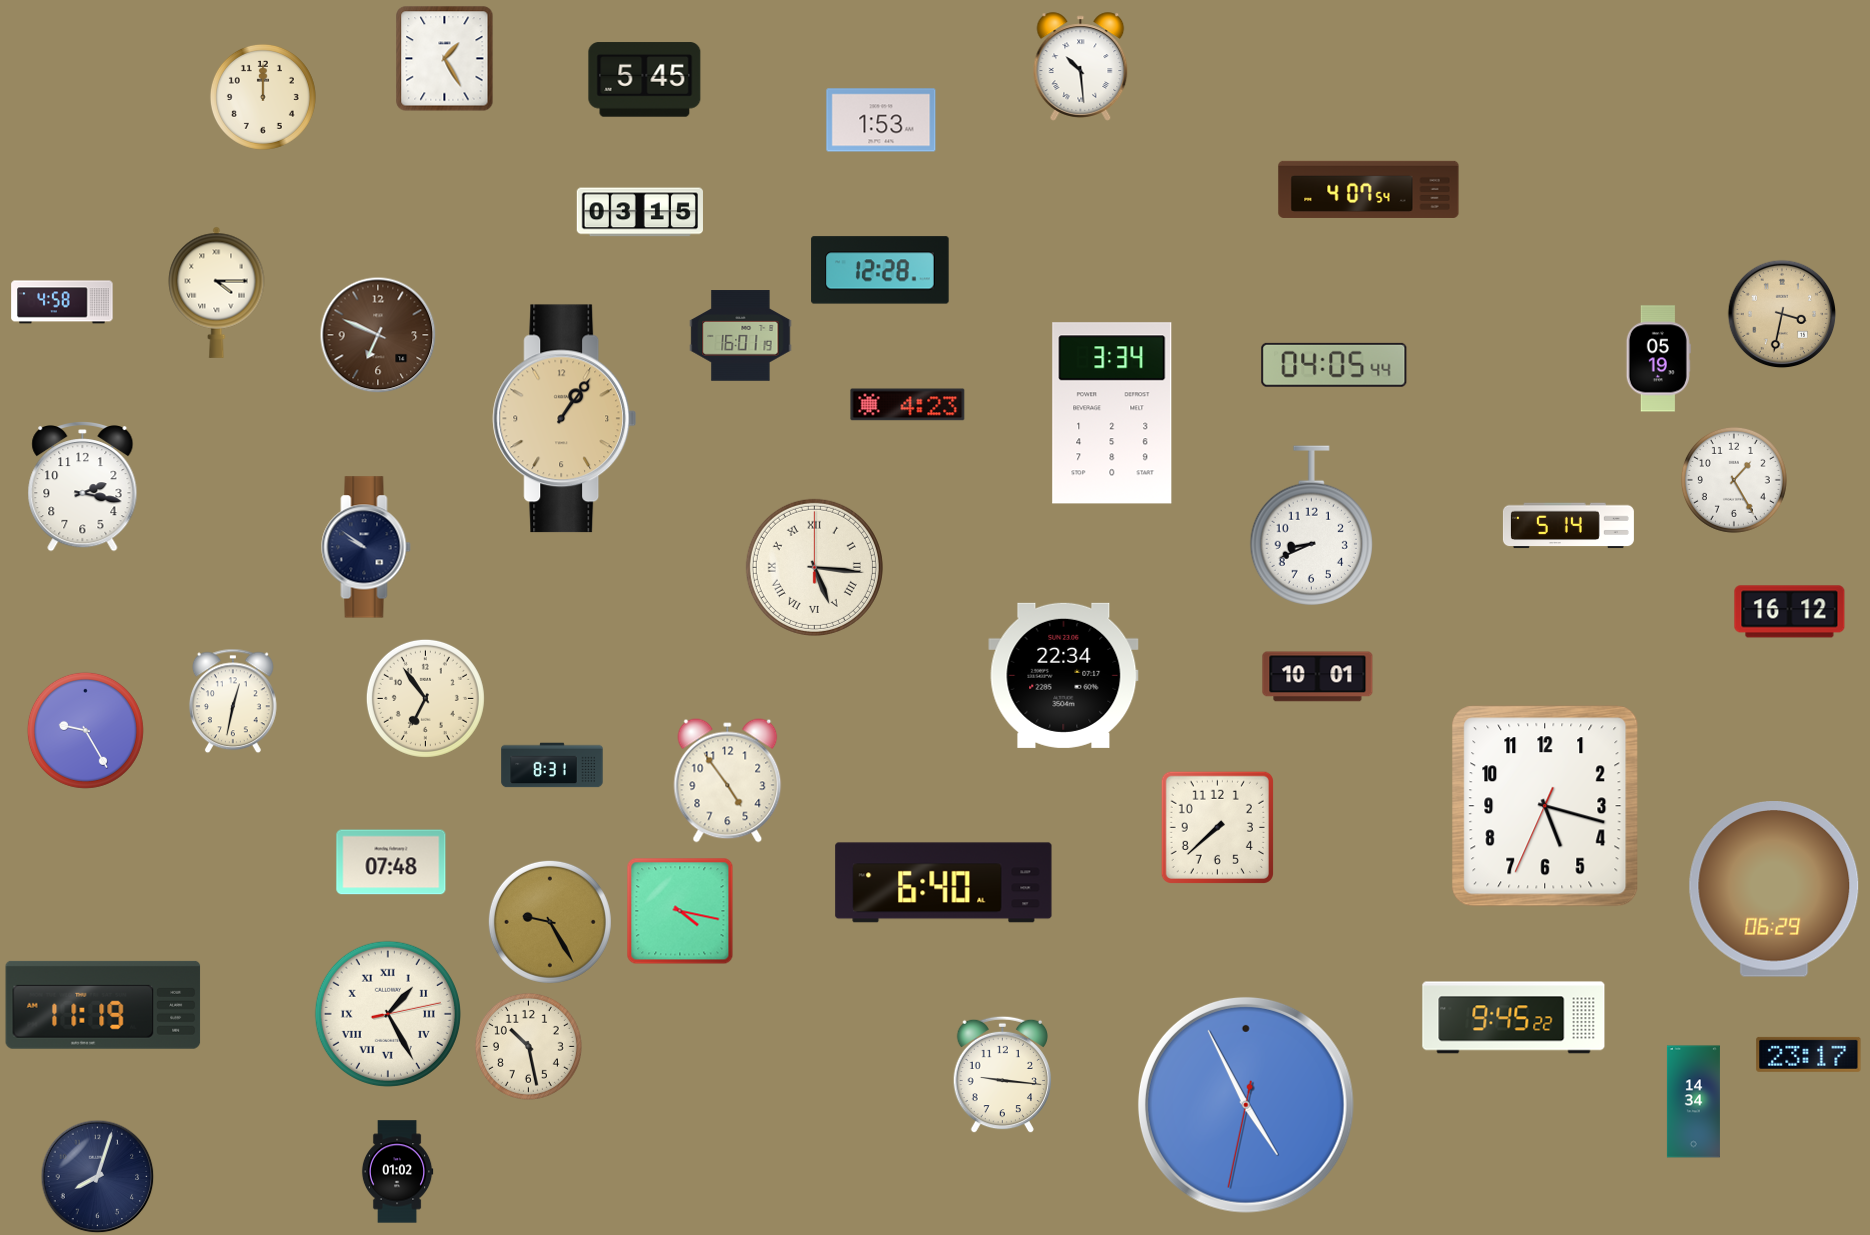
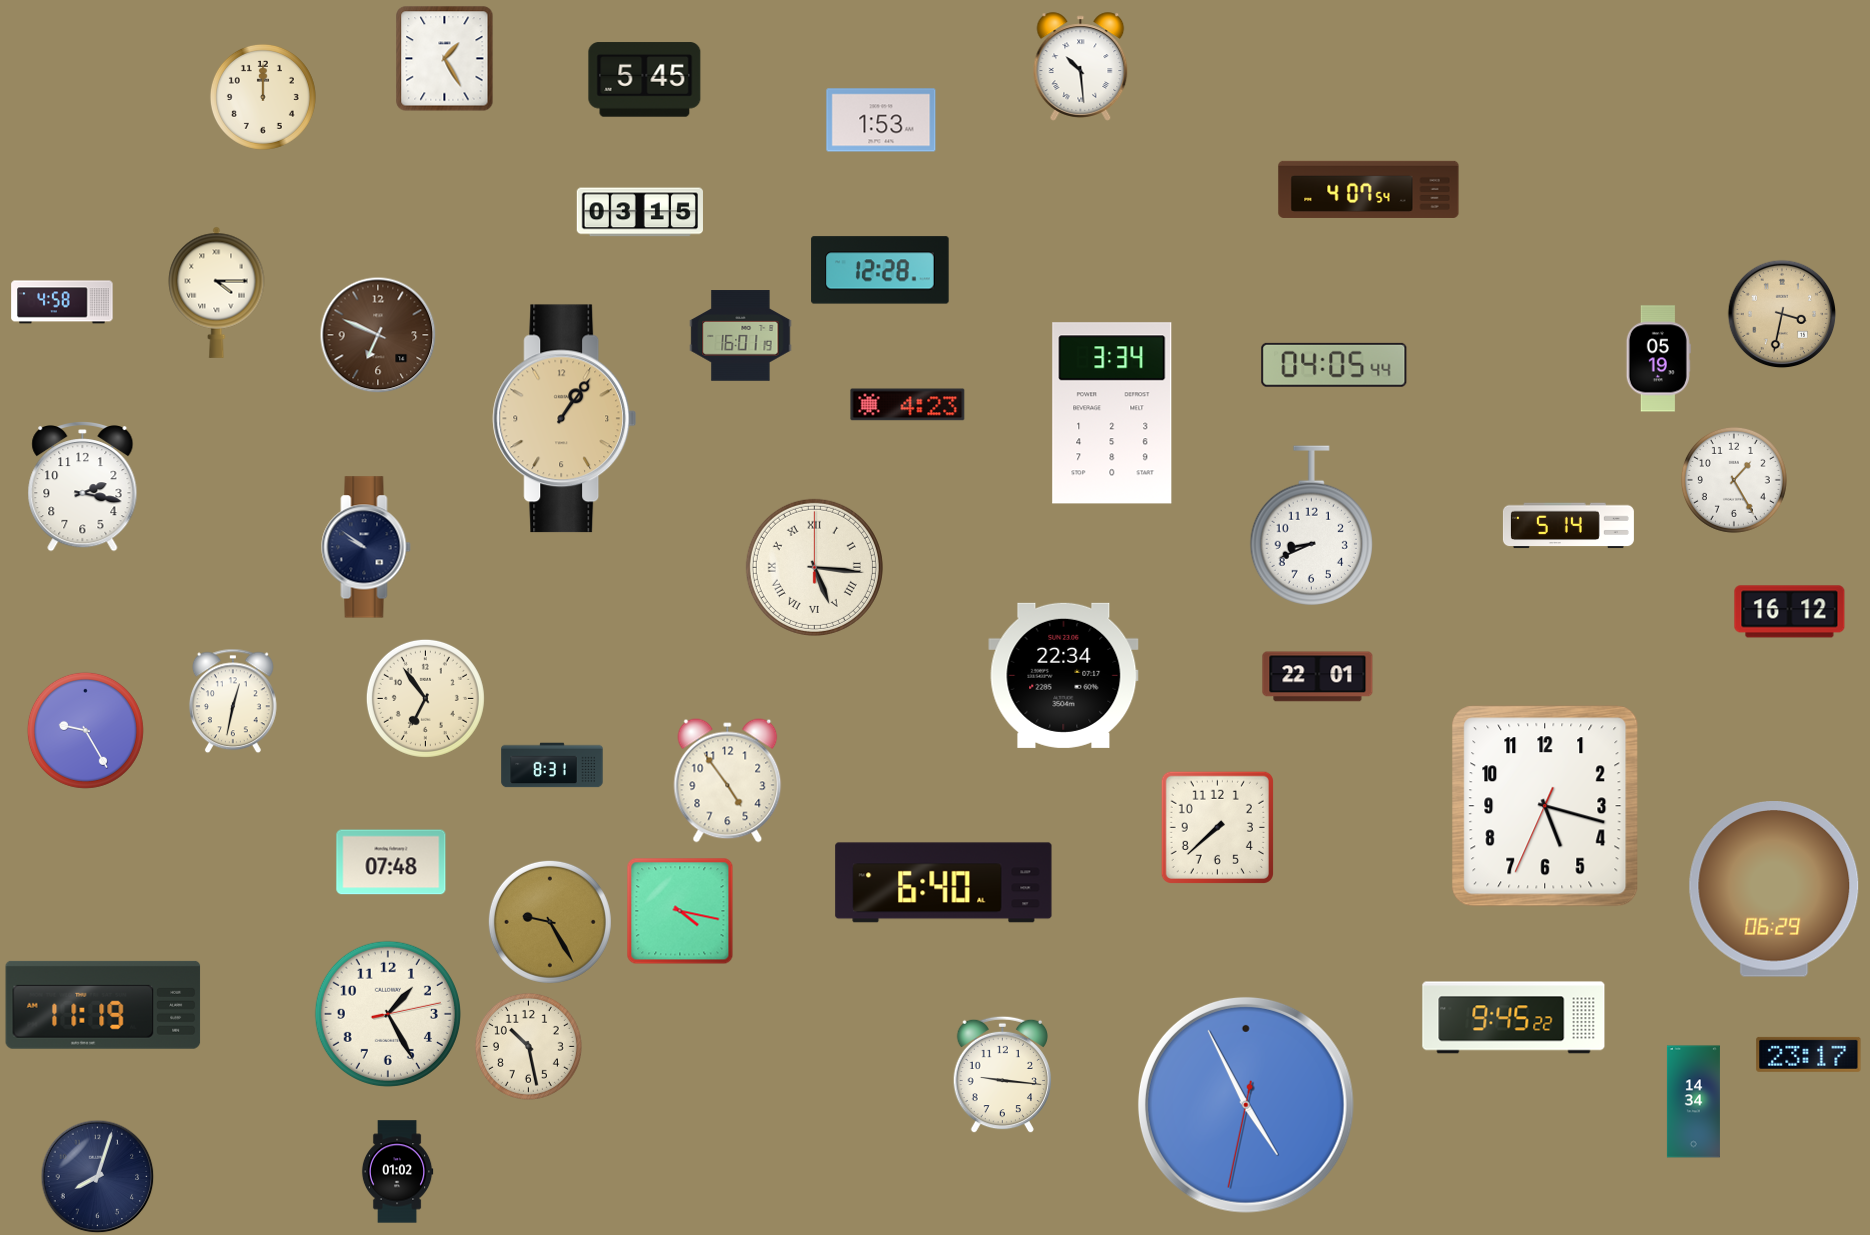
clock at (1318, 677): 10:01 -> 22:01
clock at (388, 1014) numerals: Roman -> Arabic
